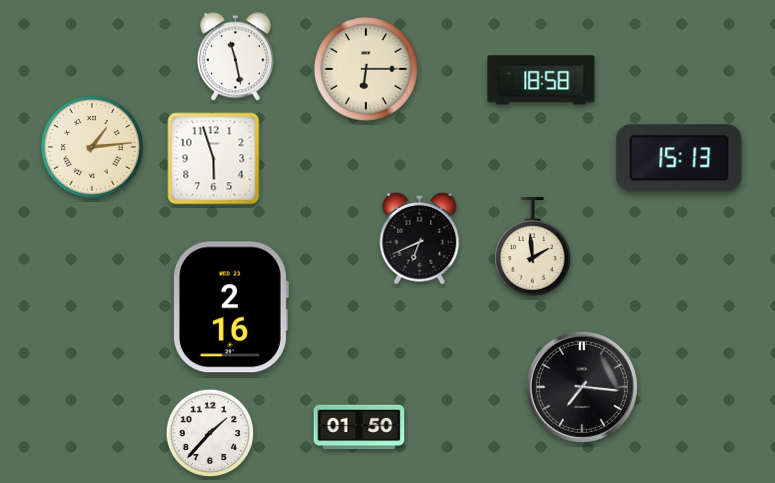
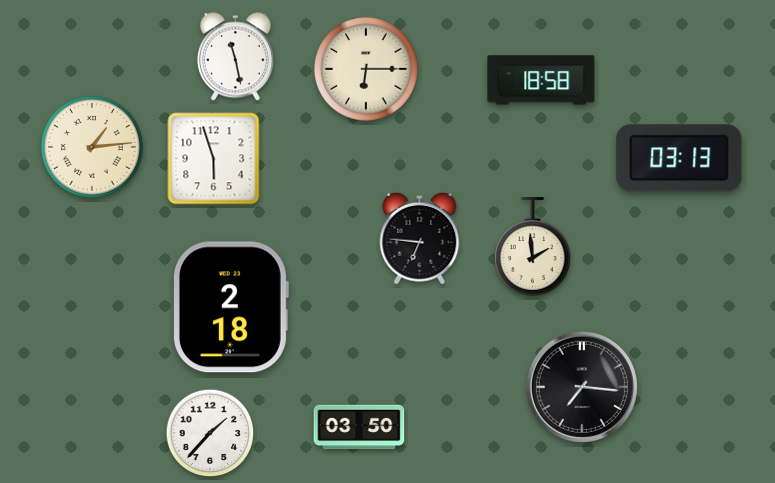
clock at (679, 158): 15:13 -> 03:13
clock at (420, 238): 6:41 -> 6:46
clock at (230, 307): 2:16 -> 2:18
clock at (359, 427): 01:50 -> 03:50
